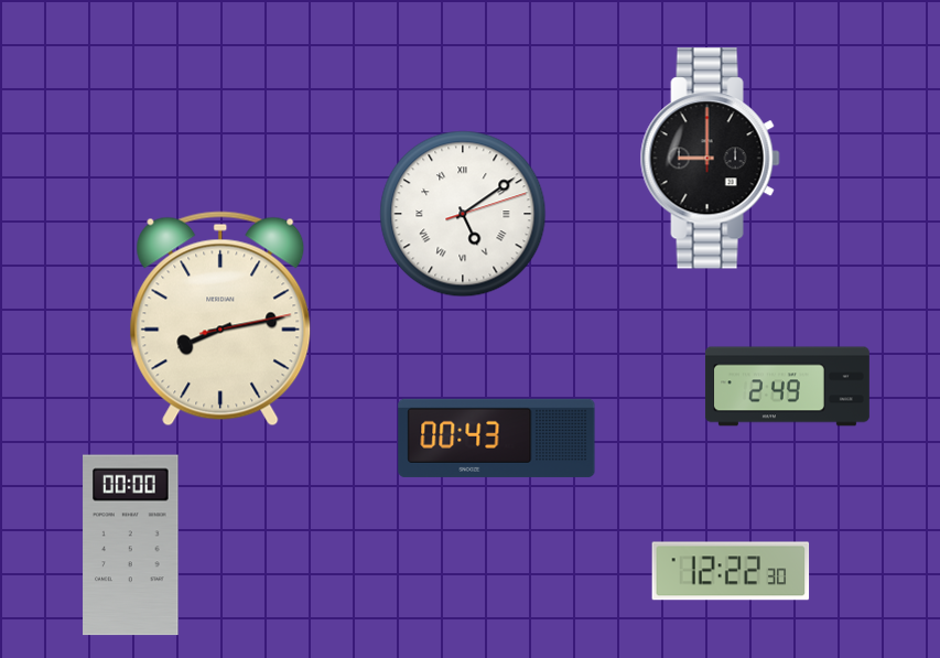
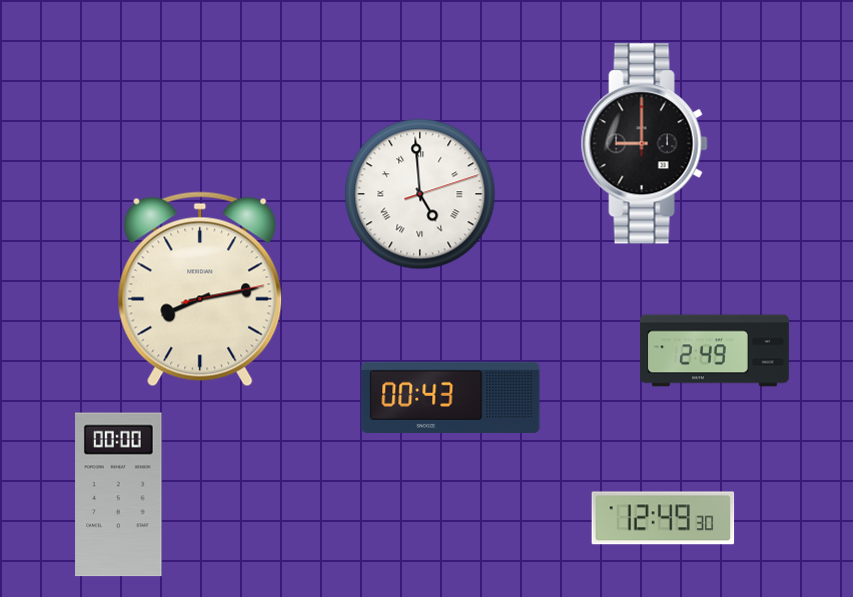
clock at (463, 214): 5:09 -> 4:59
clock at (731, 571): 12:22 -> 12:49
